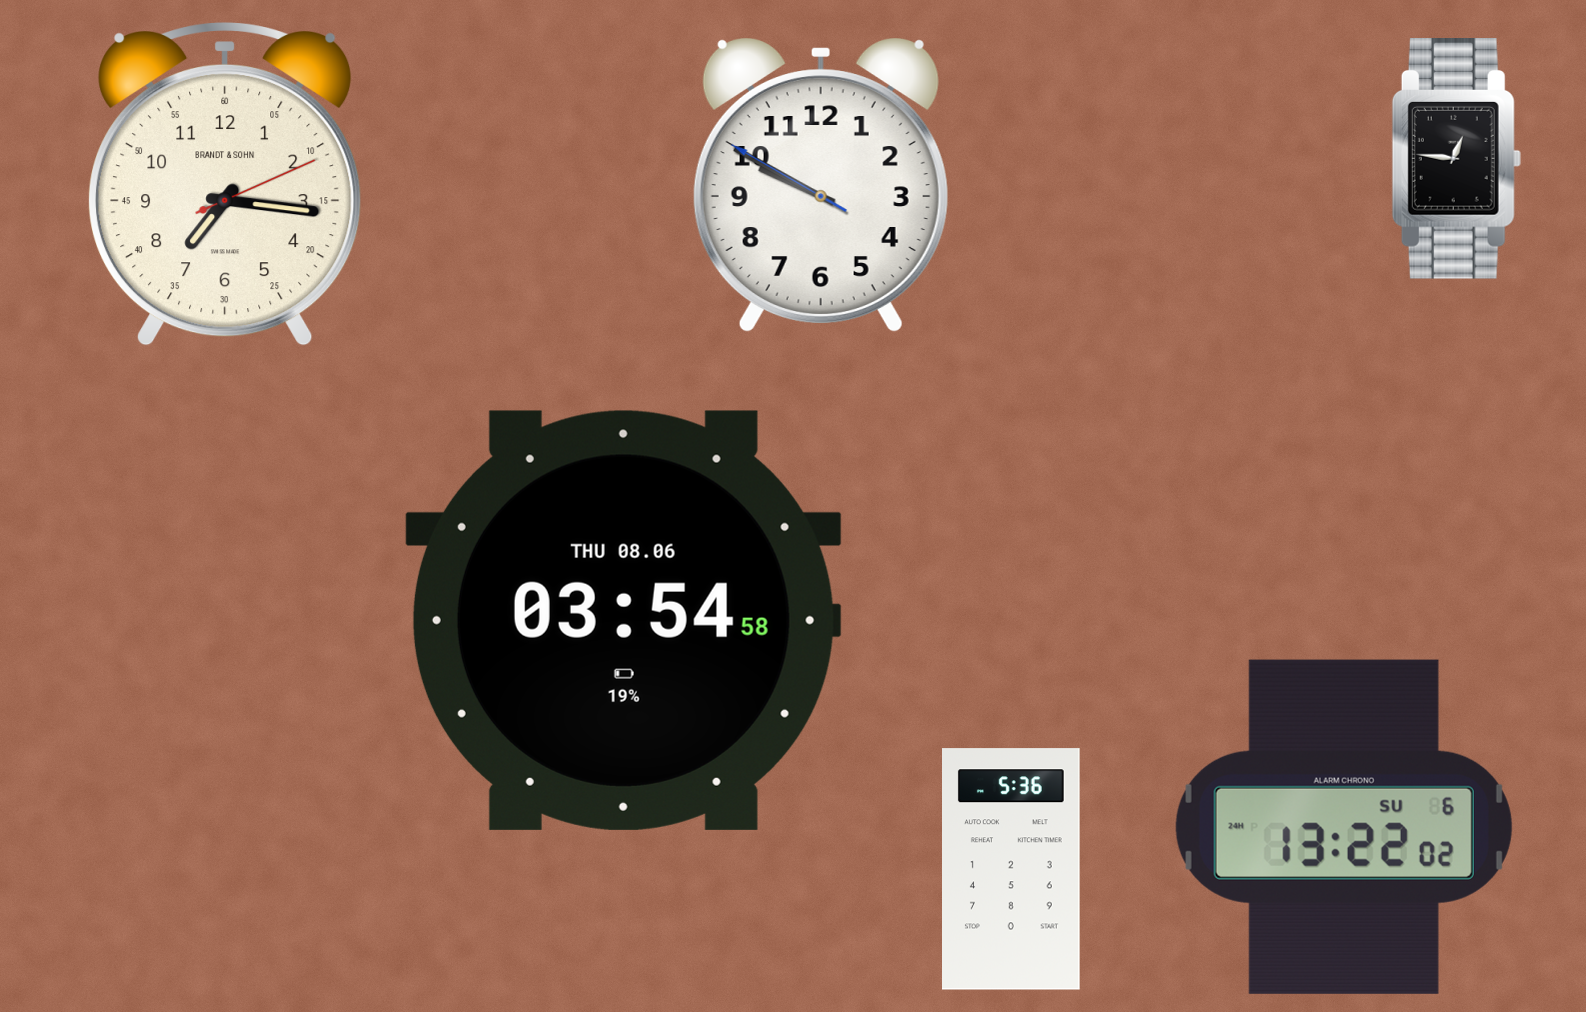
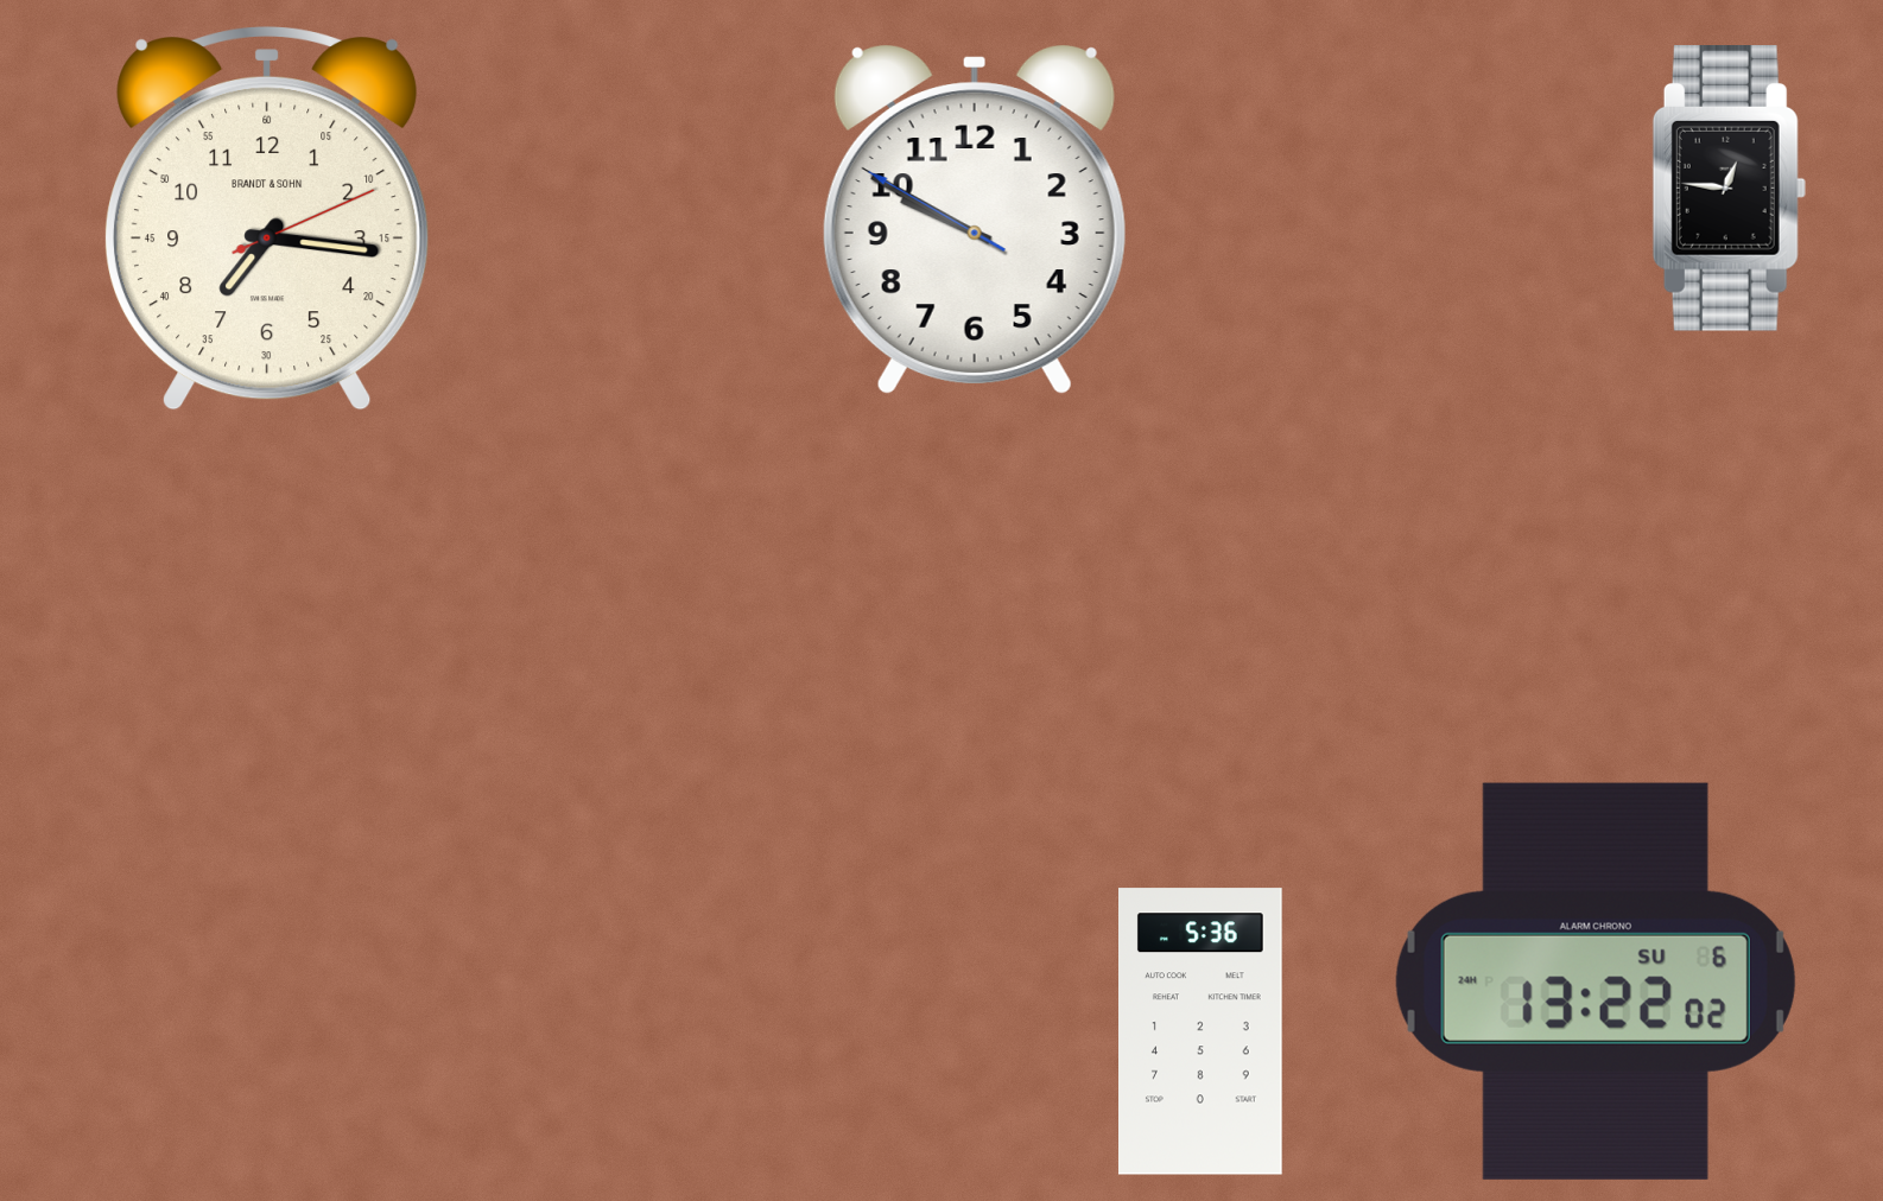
clock at (623, 620): 03:54 -> none
